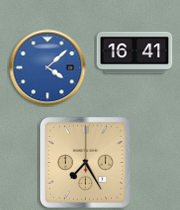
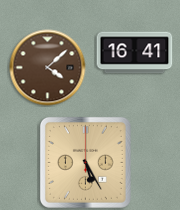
clock at (48, 68) dial: blue -> brown
clock at (85, 162): 7:25 -> 5:25
